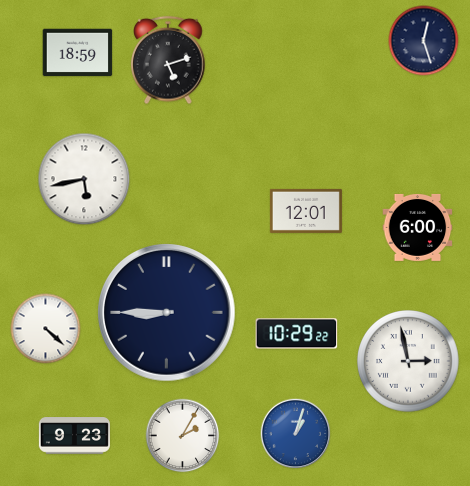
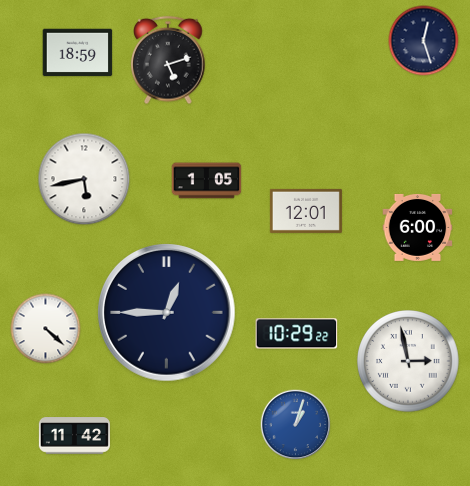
clock at (207, 181): none -> 1:05
clock at (167, 313): 8:45 -> 12:45
clock at (296, 434) position: (296, 434) -> (296, 425)
clock at (74, 436): 9:23 -> 11:42
clock at (183, 436): 2:05 -> none
